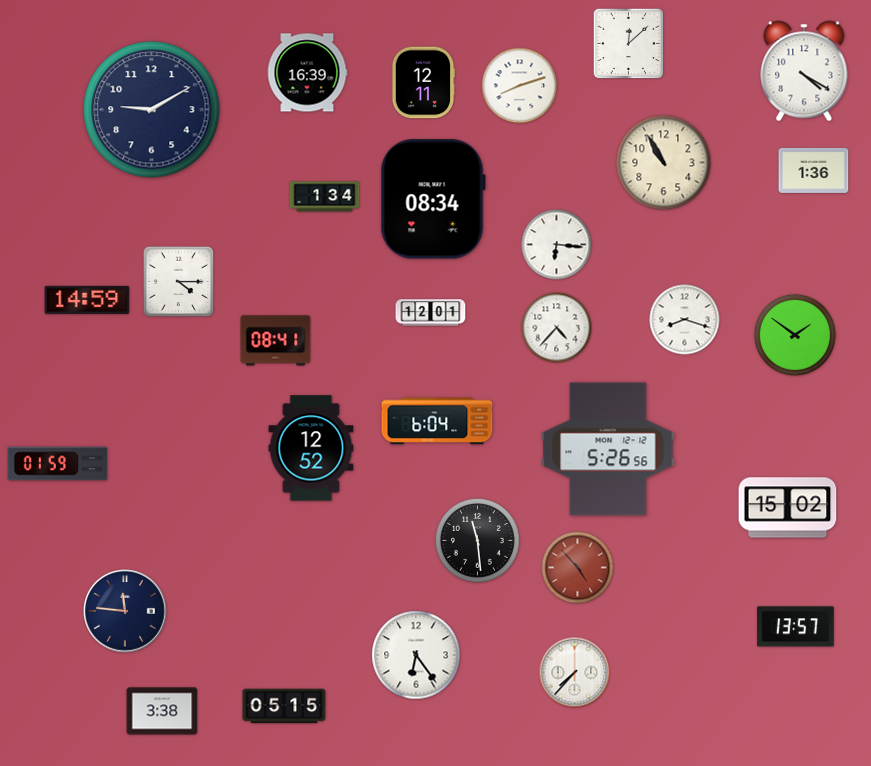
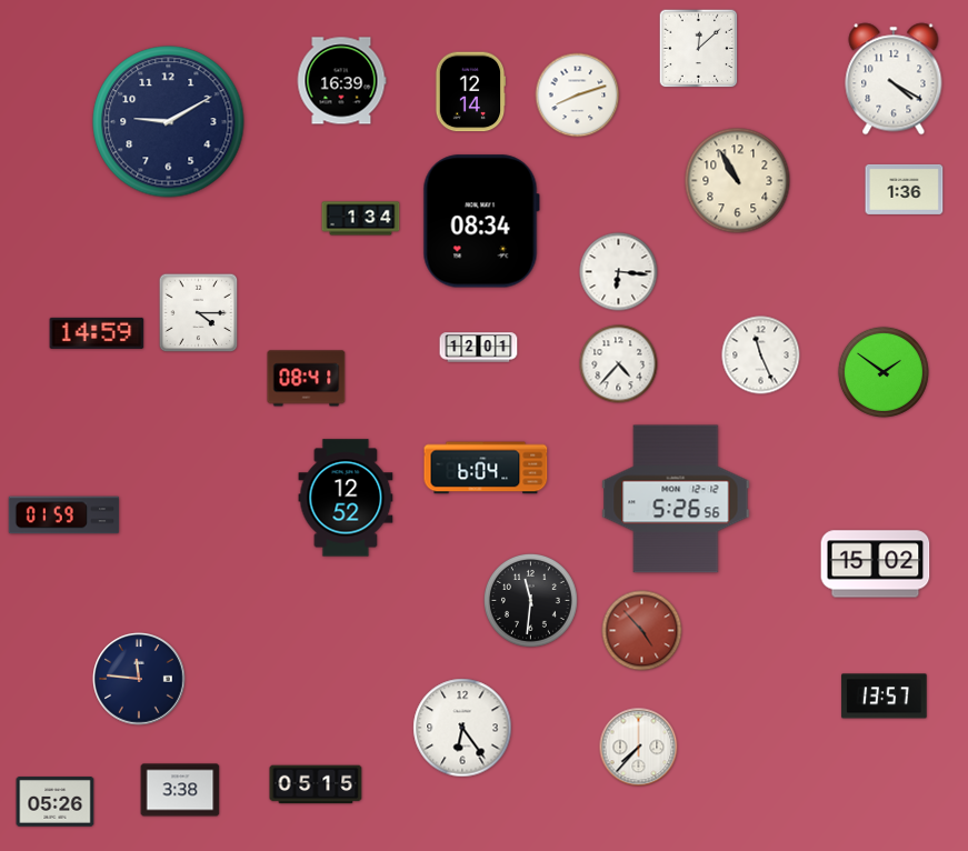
clock at (423, 83): 12:11 -> 12:14
clock at (685, 320): 8:18 -> 11:26
clock at (478, 541): 11:29 -> 11:31
clock at (56, 802): none -> 05:26
